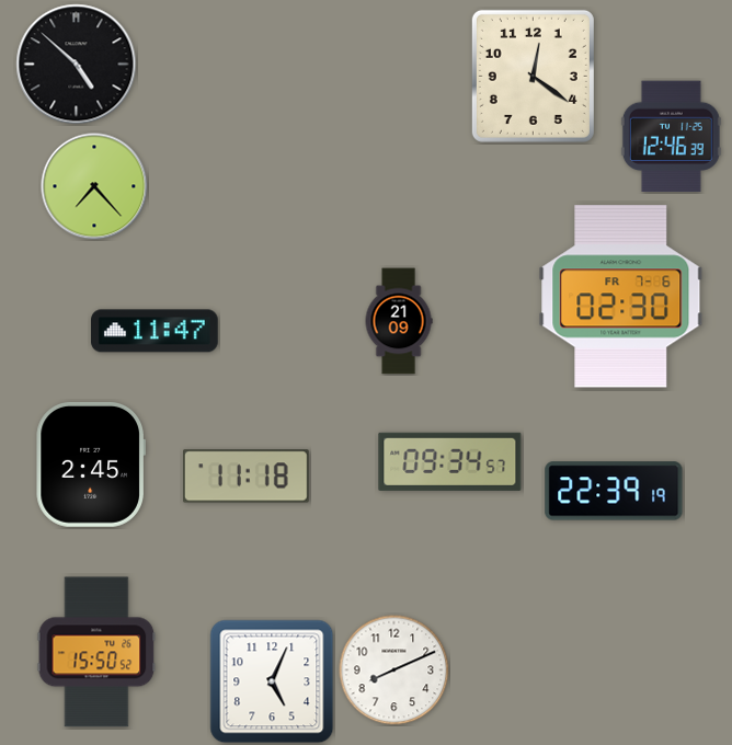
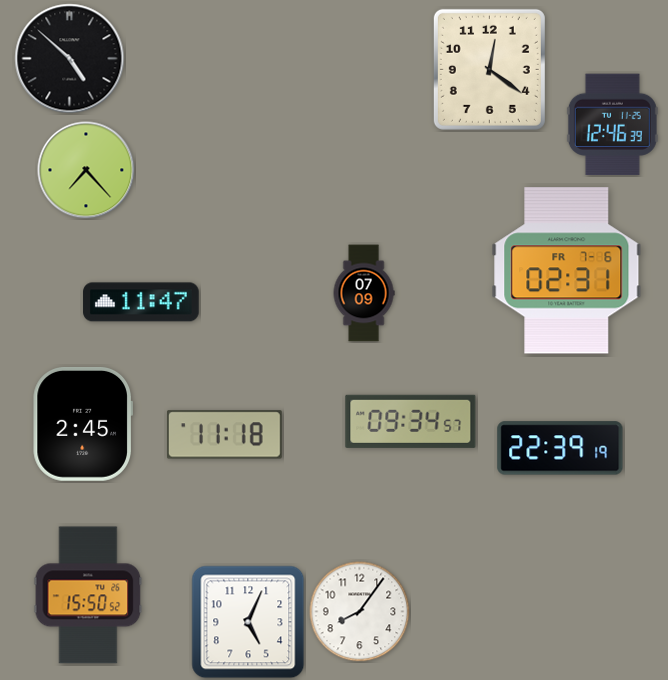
clock at (533, 76) position: (533, 76) -> (489, 69)
clock at (621, 297): 02:30 -> 02:31
clock at (399, 321): 21:09 -> 07:09
clock at (394, 671): 8:11 -> 8:06
